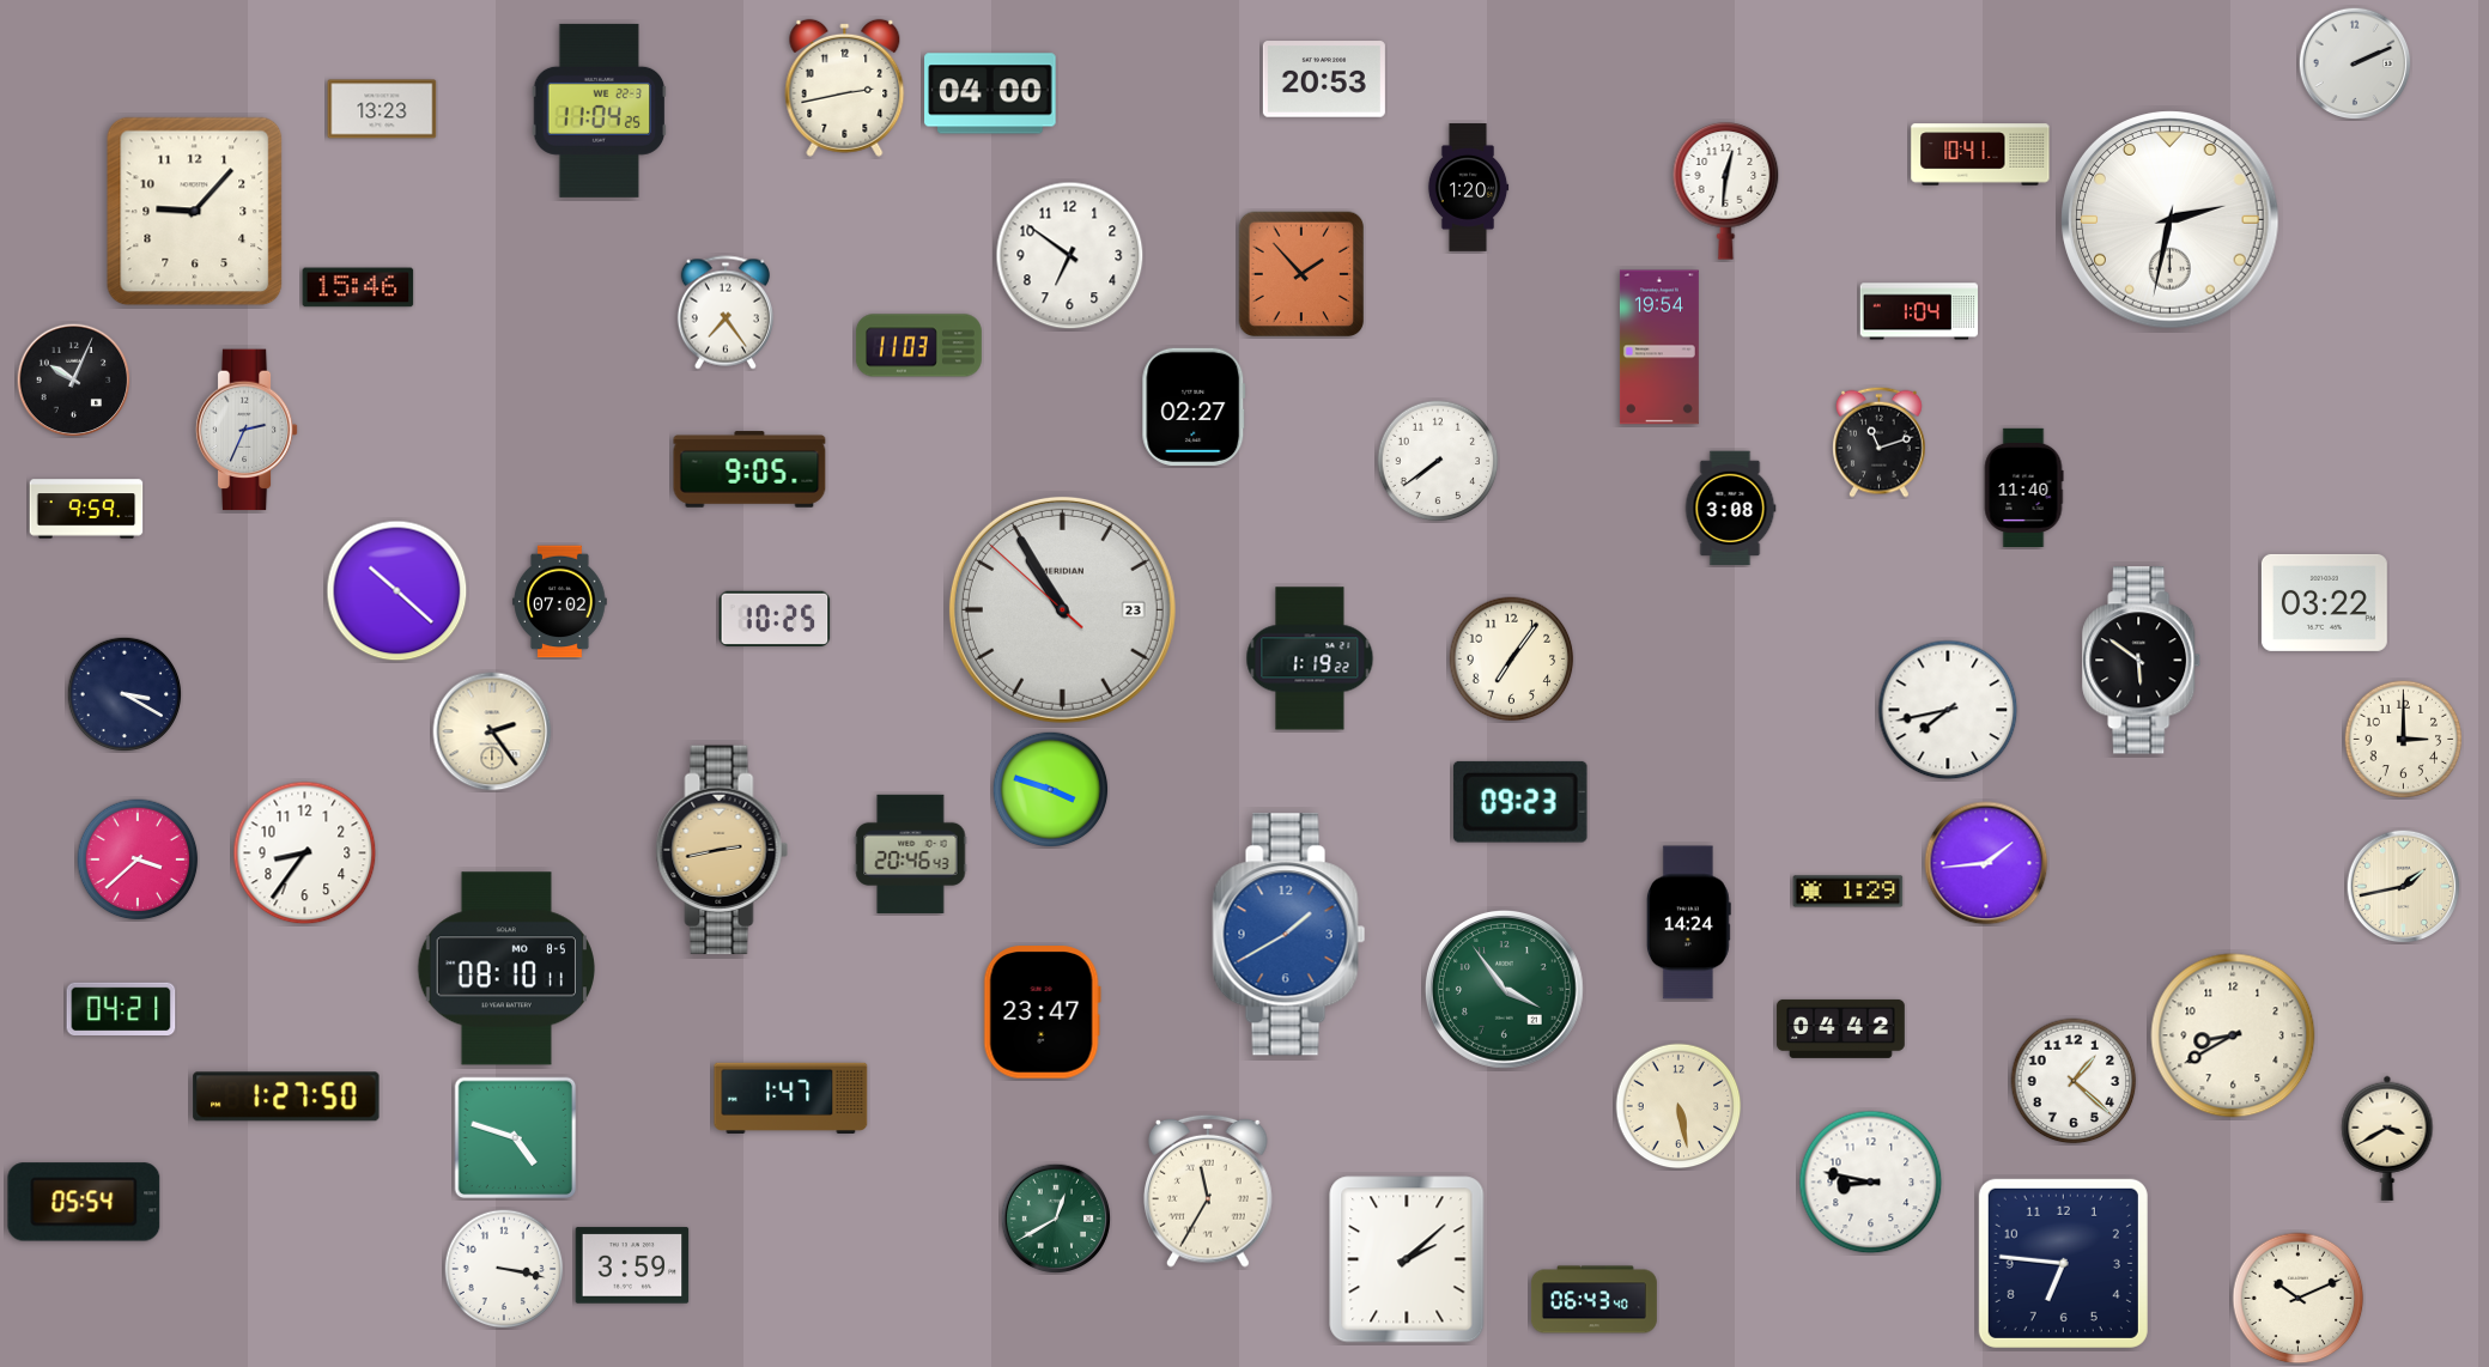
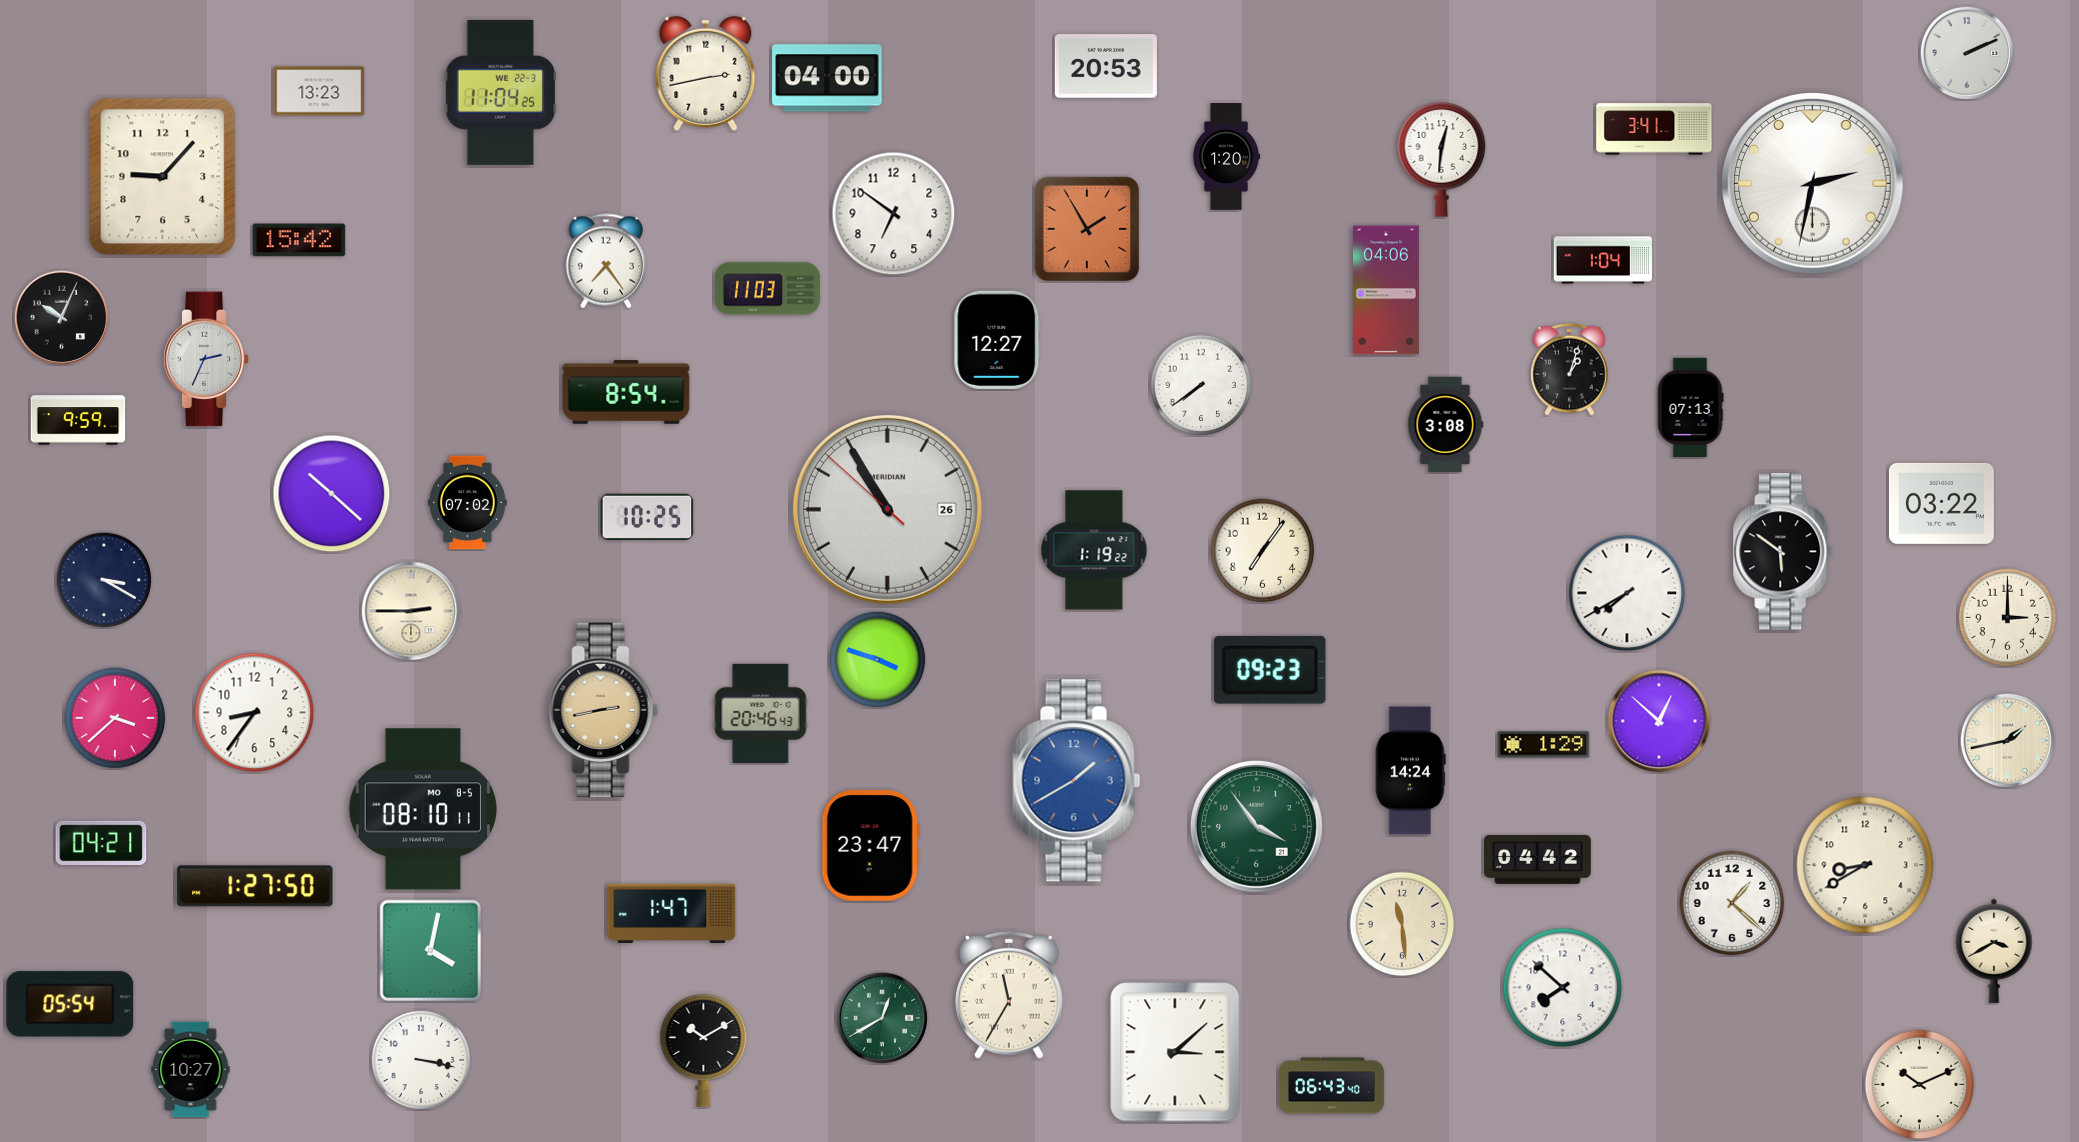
clock at (1980, 154): 10:41 -> 3:41
clock at (1301, 274): 1:53 -> 1:55
clock at (358, 287): 15:46 -> 15:42
clock at (1659, 347): 19:54 -> 04:06
clock at (1194, 407): 02:27 -> 12:27
clock at (1880, 442): 11:12 -> 1:03
clock at (749, 469): 9:05 -> 8:54
clock at (2023, 487): 11:40 -> 07:13
clock at (86, 509) position: (86, 509) -> (78, 420)
clock at (1062, 609) date: 23 -> 26
clock at (2142, 661) position: (2142, 661) -> (1783, 552)
clock at (1948, 710): 7:43 -> 7:40
clock at (492, 731): 2:24 -> 2:45
clock at (1986, 863): 1:44 -> 12:52
clock at (286, 1096) position: (286, 1096) -> (255, 886)
clock at (791, 1098) position: (791, 1098) -> (672, 913)
clock at (1678, 1106): 5:28 -> 11:29
clock at (516, 1138): 4:48 -> 4:02
clock at (1871, 1183): 8:47 -> 7:52
clock at (704, 1051): none -> 10:10
clock at (1407, 1259): 2:08 -> 3:08
clock at (2063, 1263): 6:46 -> none
clock at (632, 1265): 3:59 -> none
clock at (191, 1070): none -> 10:27
